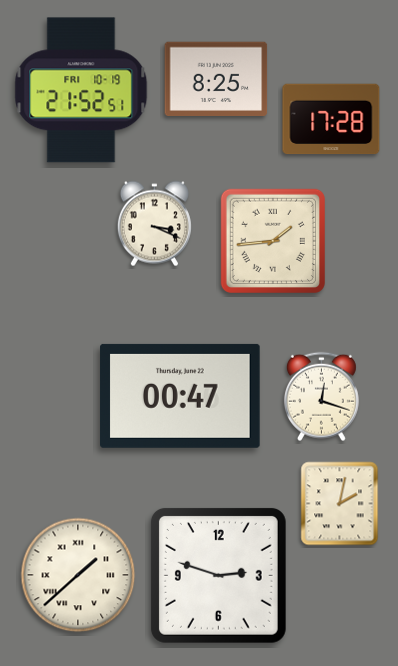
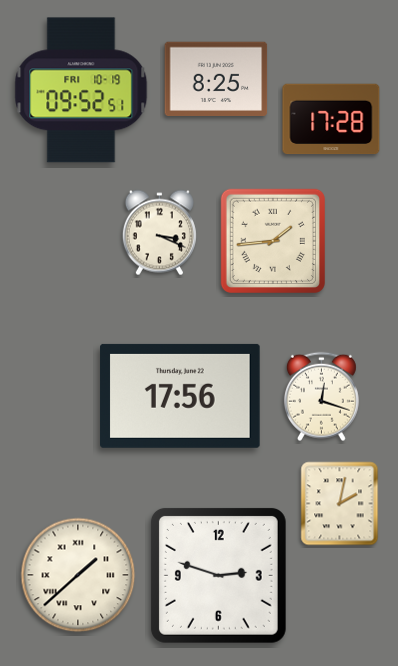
clock at (81, 90): 21:52 -> 09:52
clock at (154, 224) position: (154, 224) -> (159, 233)
clock at (180, 396): 00:47 -> 17:56
